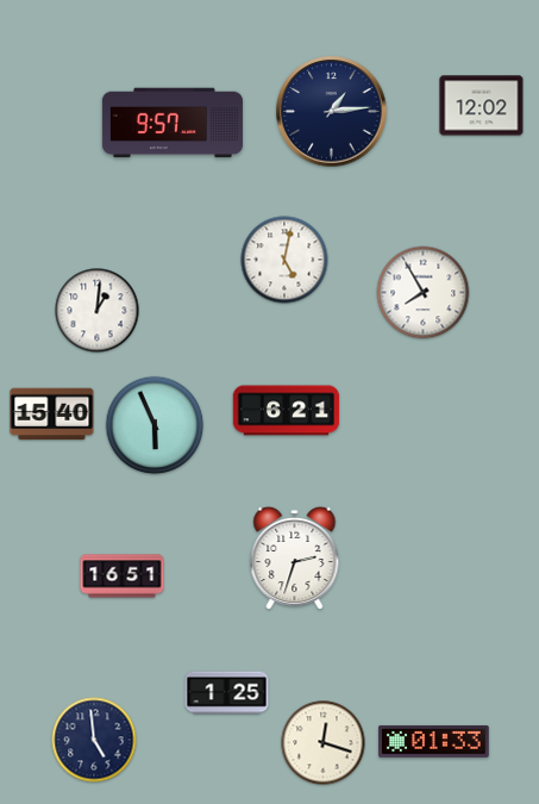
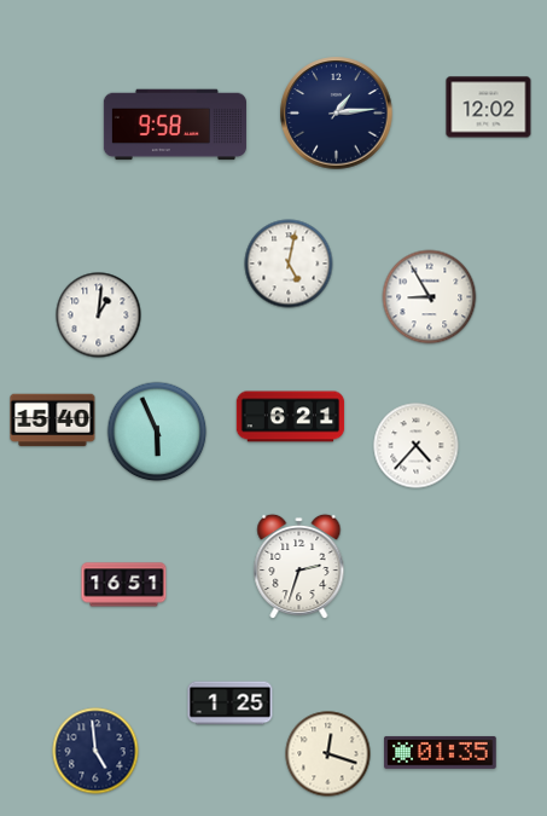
clock at (173, 123): 9:57 -> 9:58
clock at (424, 293): 7:55 -> 8:55
clock at (417, 446): none -> 4:37
clock at (434, 741): 01:33 -> 01:35
